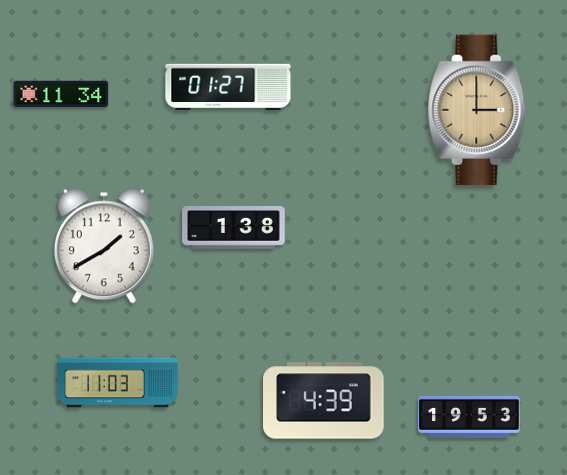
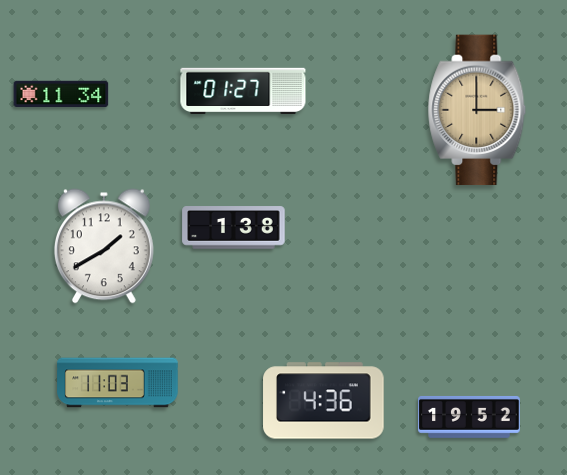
clock at (228, 87) position: (228, 87) -> (243, 91)
clock at (324, 401): 4:39 -> 4:36
clock at (469, 417): 19:53 -> 19:52
